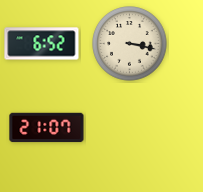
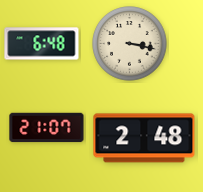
clock at (42, 44): 6:52 -> 6:48
clock at (144, 138): none -> 2:48
